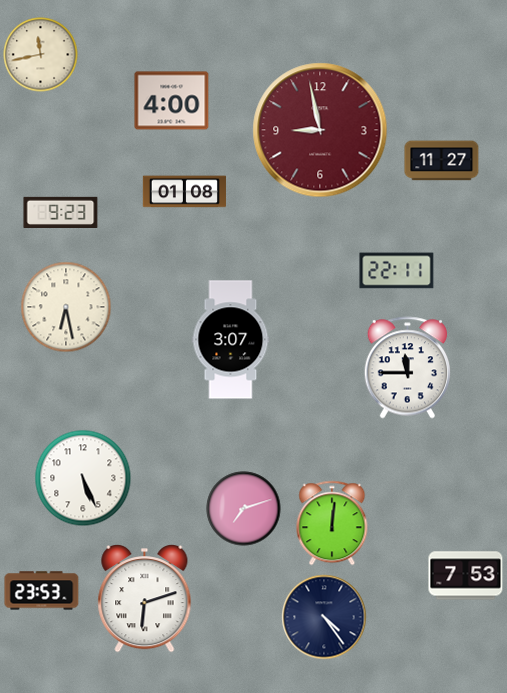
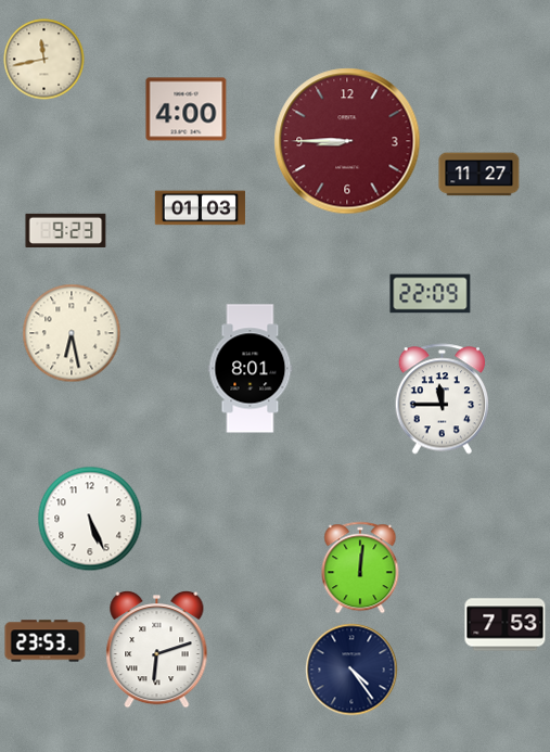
clock at (320, 130): 8:58 -> 8:45
clock at (184, 192): 01:08 -> 01:03
clock at (397, 271): 22:11 -> 22:09
clock at (231, 340): 3:07 -> 8:01
clock at (244, 509): 7:12 -> none
